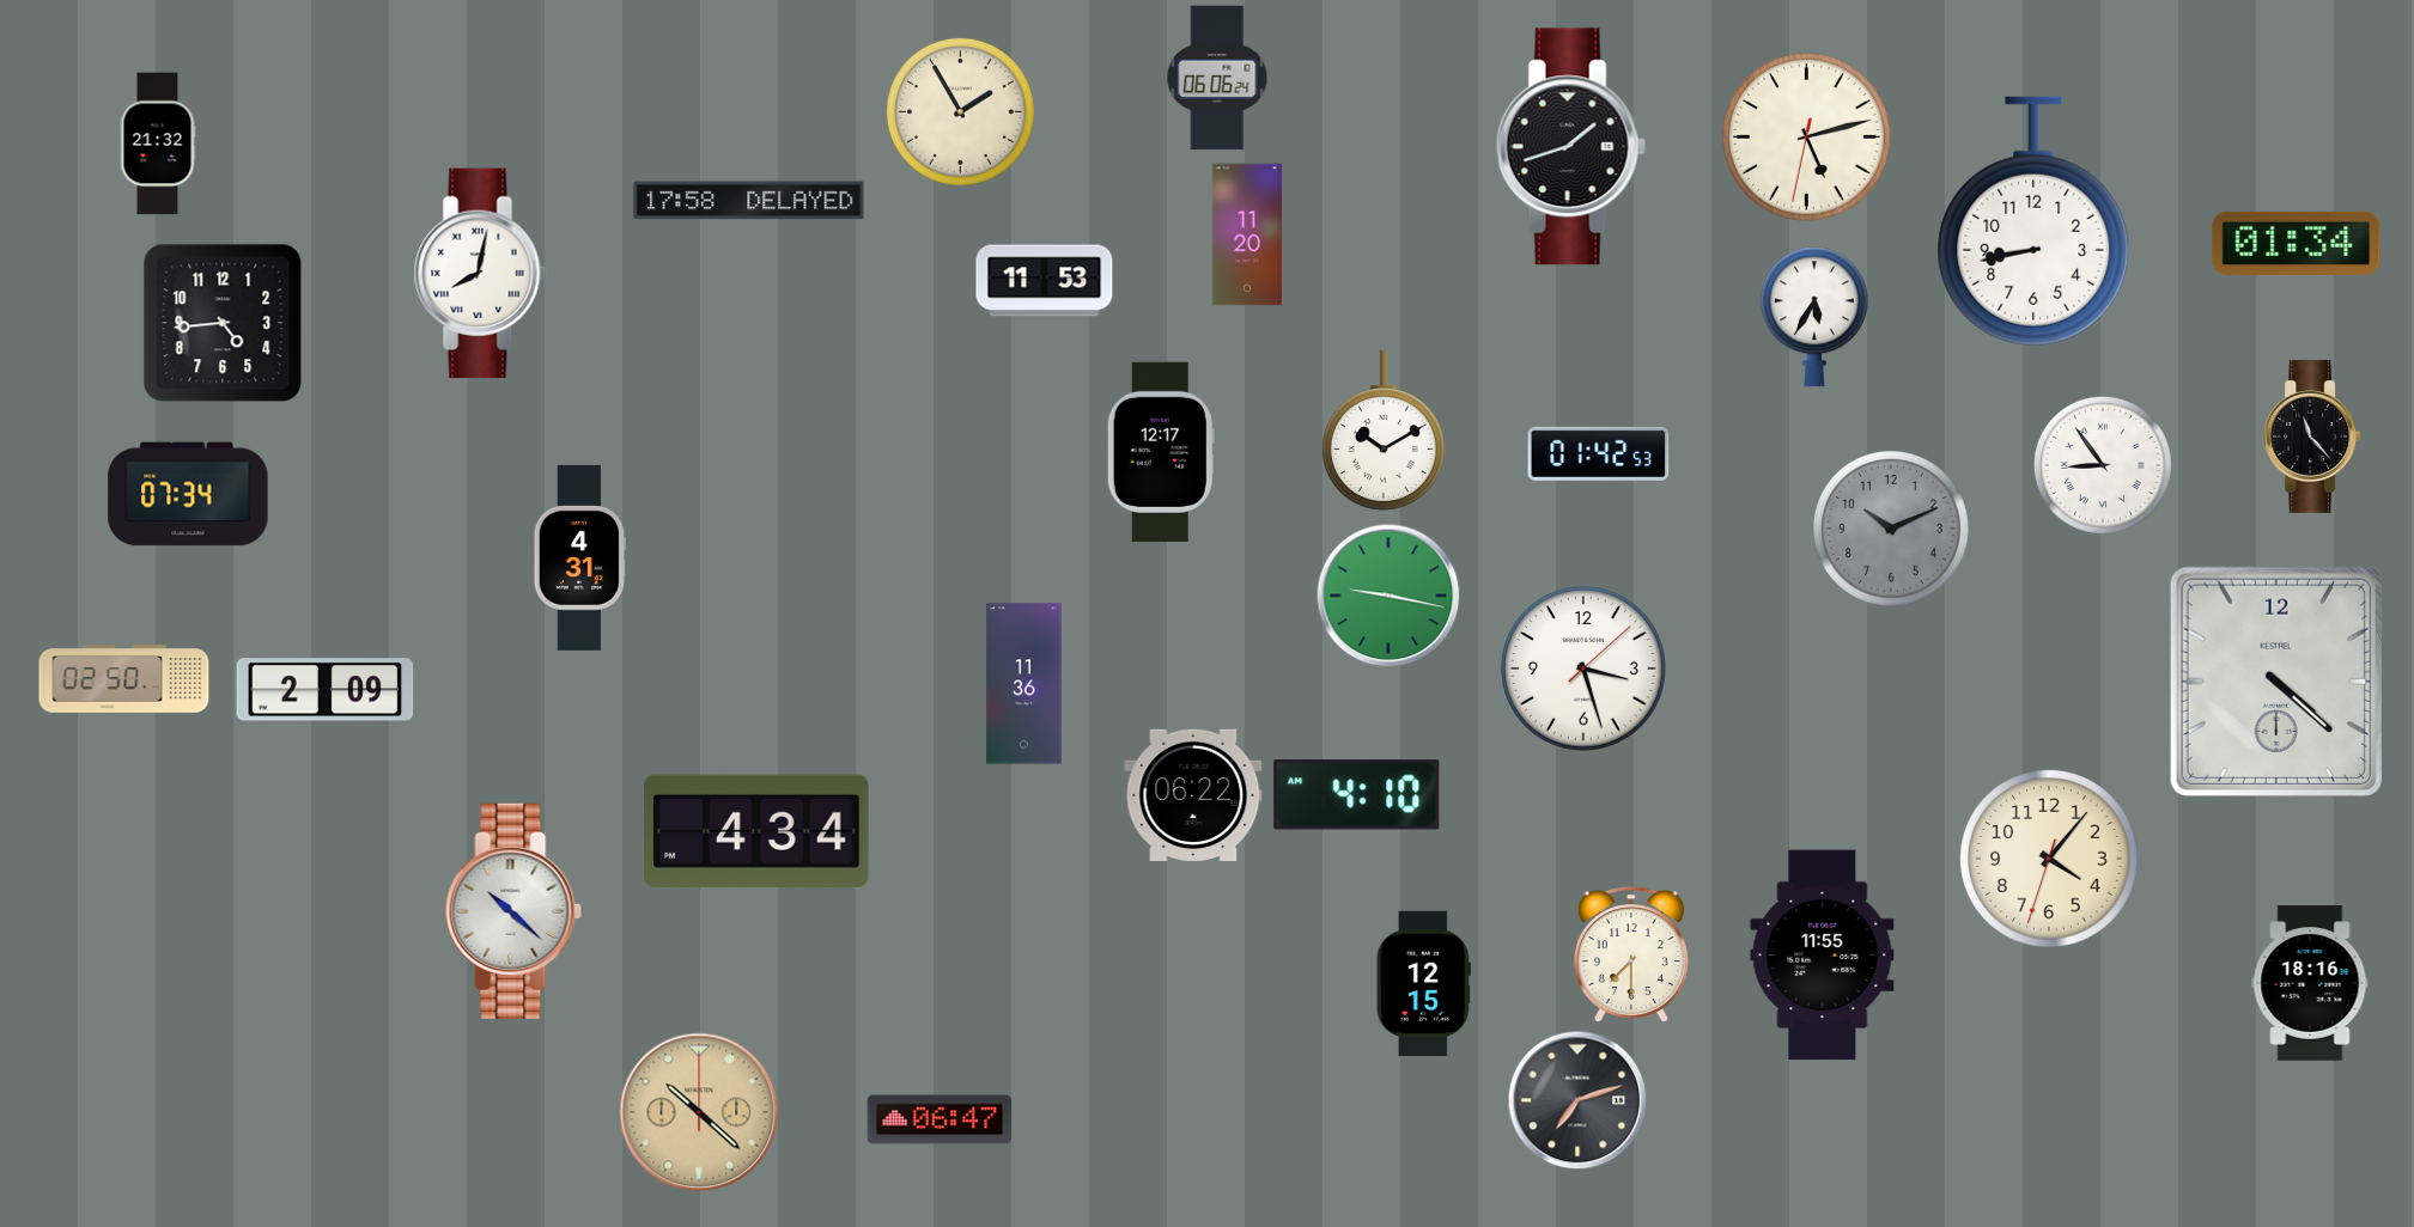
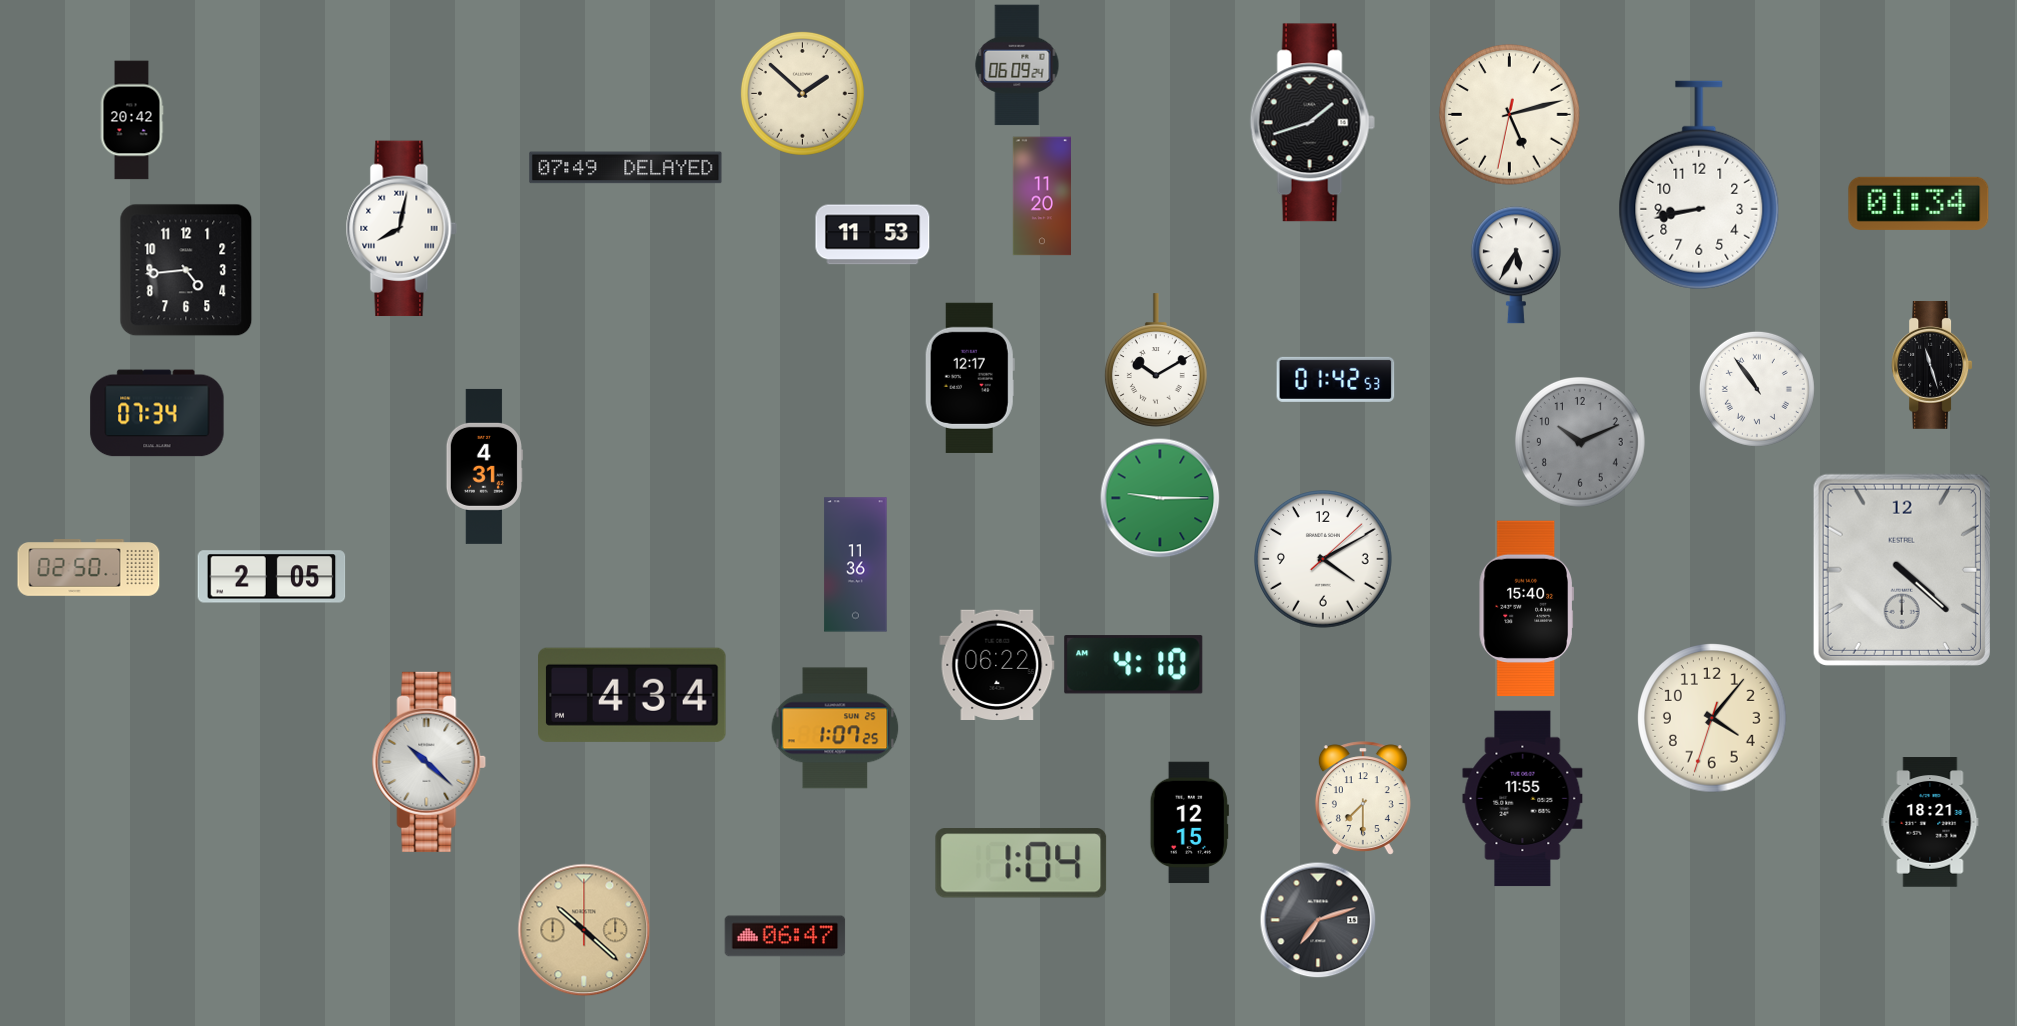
clock at (1217, 78): 06:06 -> 06:09
clock at (960, 111): 1:55 -> 1:52
clock at (158, 144): 21:32 -> 20:42
clock at (749, 201): 17:58 -> 07:49
clock at (2312, 437): 11:23 -> 11:27
clock at (2103, 465): 8:54 -> 10:54
clock at (1388, 596): 9:17 -> 9:15
clock at (1585, 670): 3:27 -> 4:10
clock at (124, 679) position: (124, 679) -> (89, 568)
clock at (1024, 684) position: (1024, 684) -> (856, 565)
clock at (326, 690): 2:09 -> 2:05
clock at (1526, 609): none -> 15:40
clock at (835, 728): none -> 1:07
clock at (2310, 983): 18:16 -> 18:21
clock at (1021, 863): none -> 1:04
